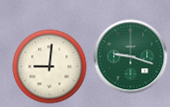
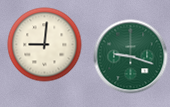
clock at (50, 67) position: (50, 67) -> (45, 45)
